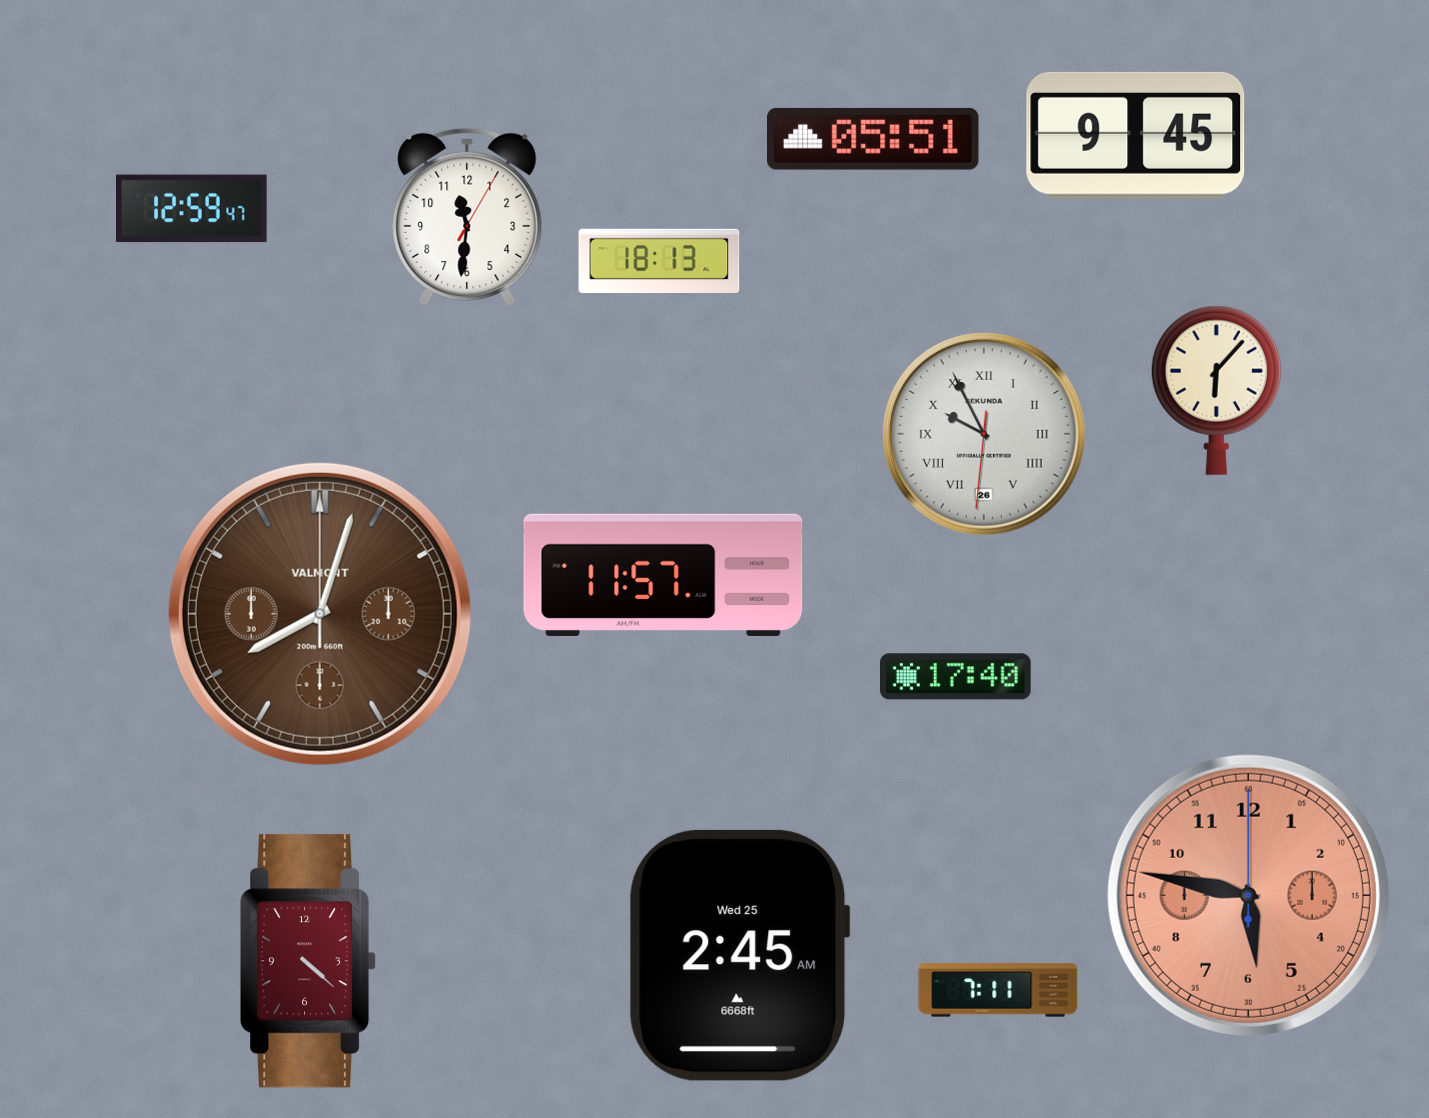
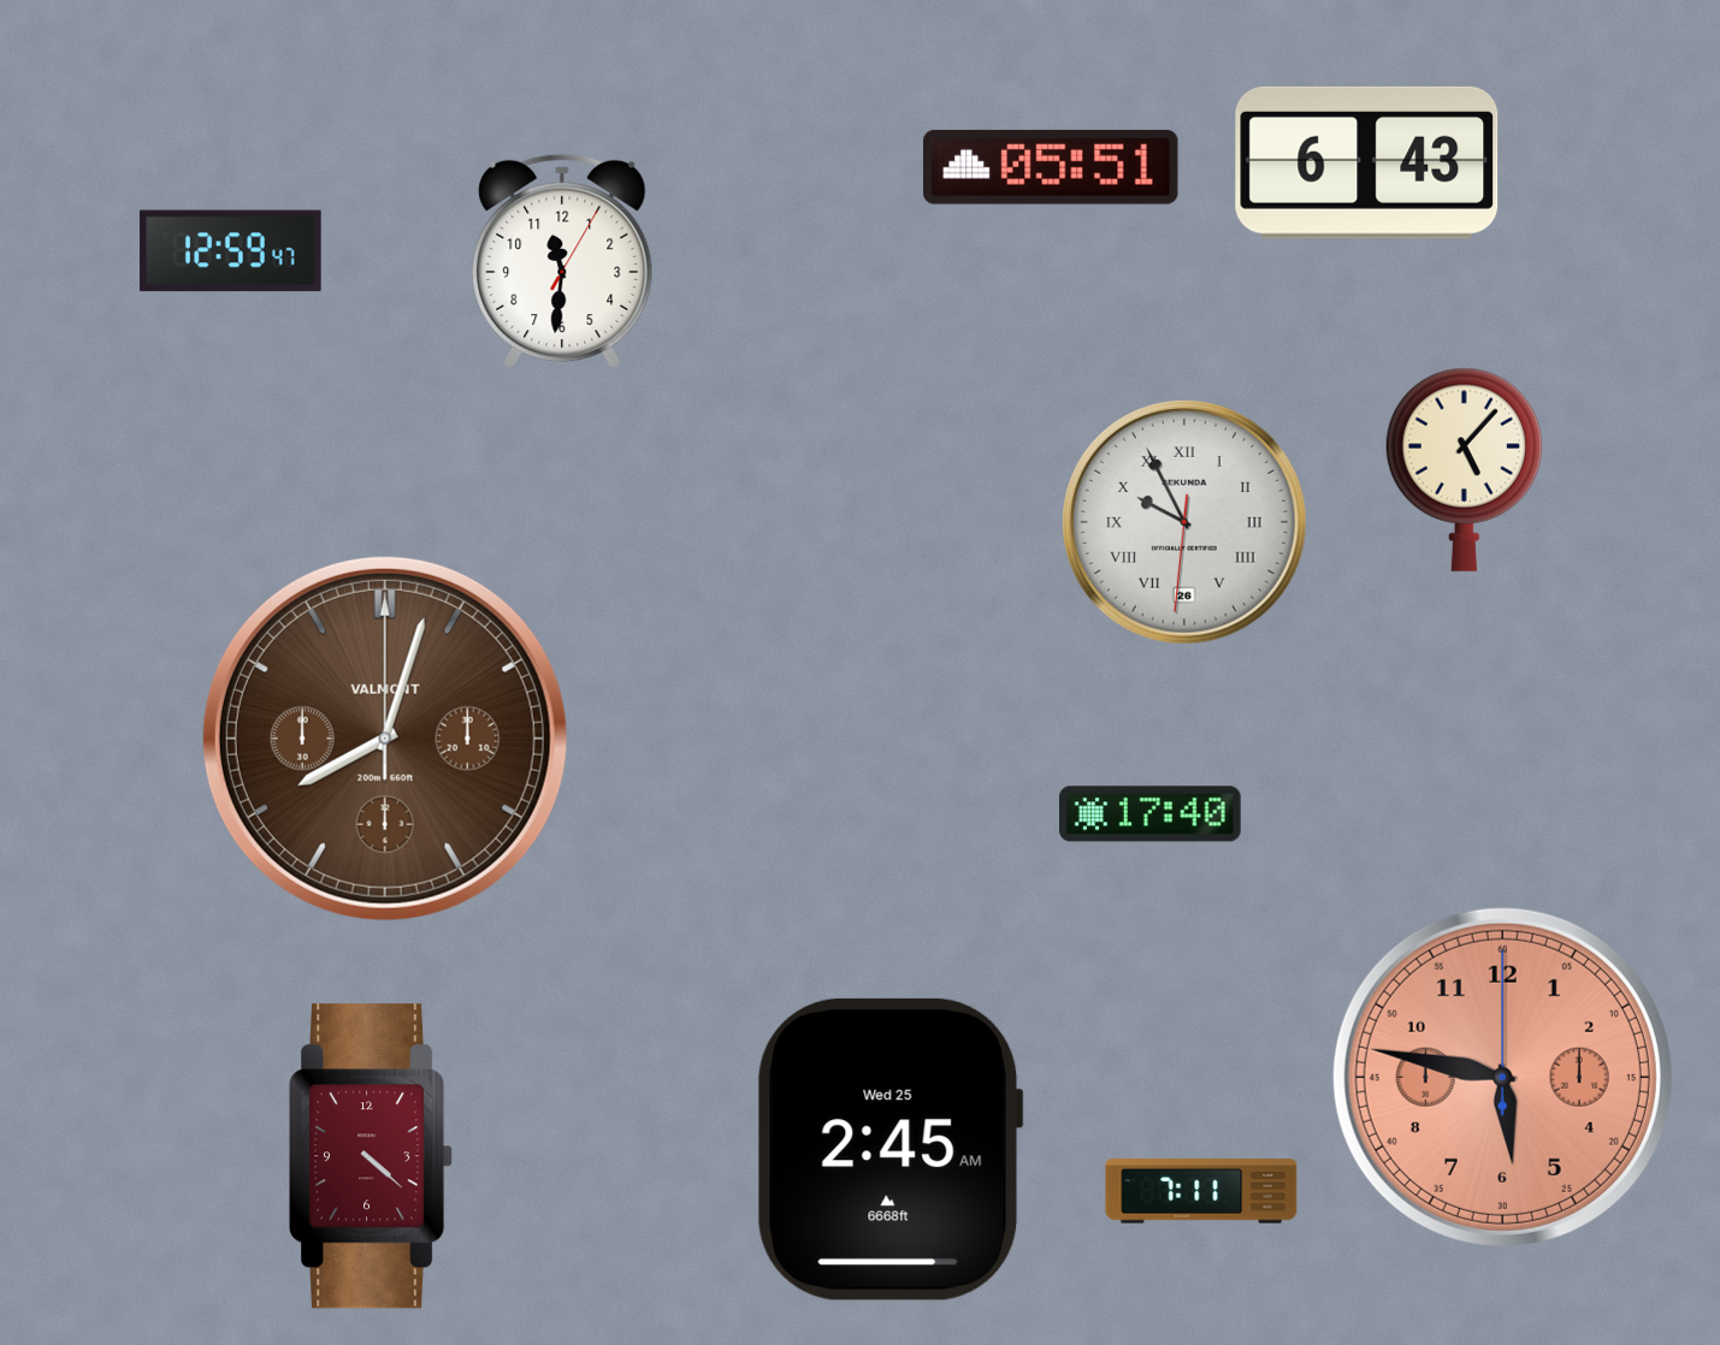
clock at (1136, 135): 9:45 -> 6:43
clock at (659, 260): 18:13 -> none
clock at (1216, 390): 6:07 -> 5:07
clock at (663, 575): 11:57 -> none
